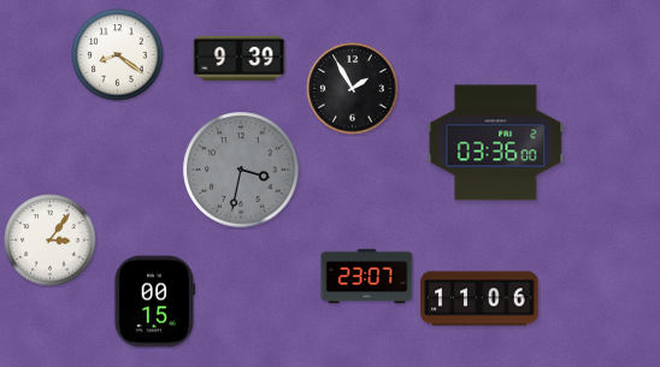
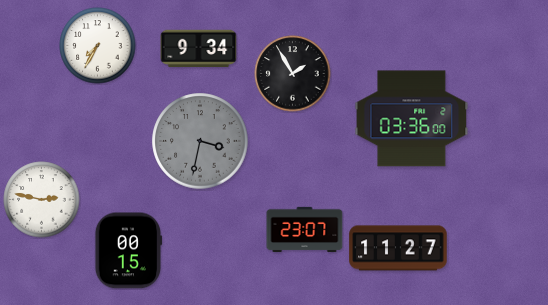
clock at (118, 55): 8:21 -> 7:35
clock at (240, 59): 9:39 -> 9:34
clock at (51, 241): 3:06 -> 2:47
clock at (479, 298): 11:06 -> 11:27
